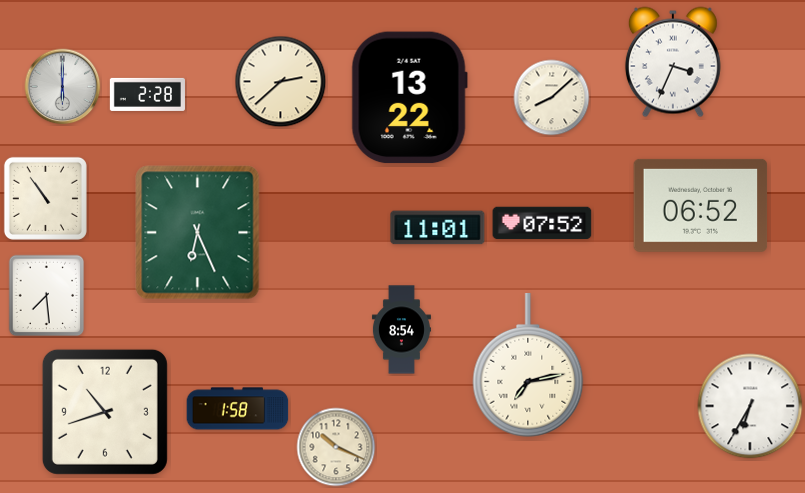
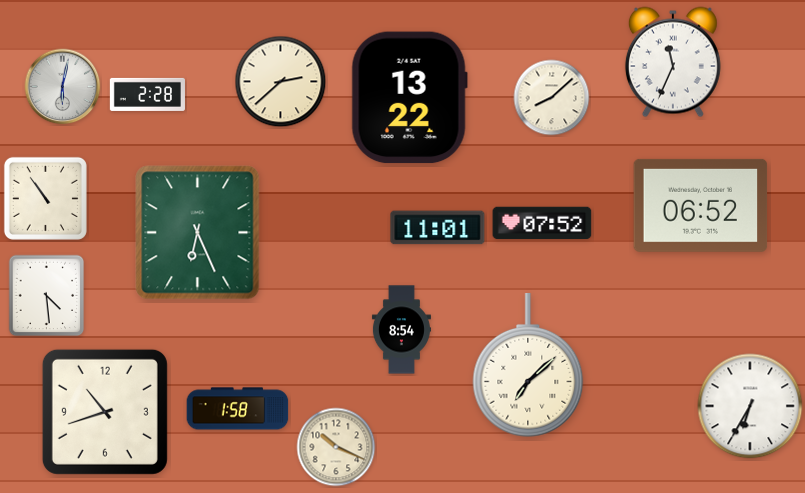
clock at (673, 62): 3:34 -> 11:34
clock at (63, 87): 6:00 -> 6:02
clock at (47, 296): 7:29 -> 4:29
clock at (528, 366): 7:13 -> 7:08
